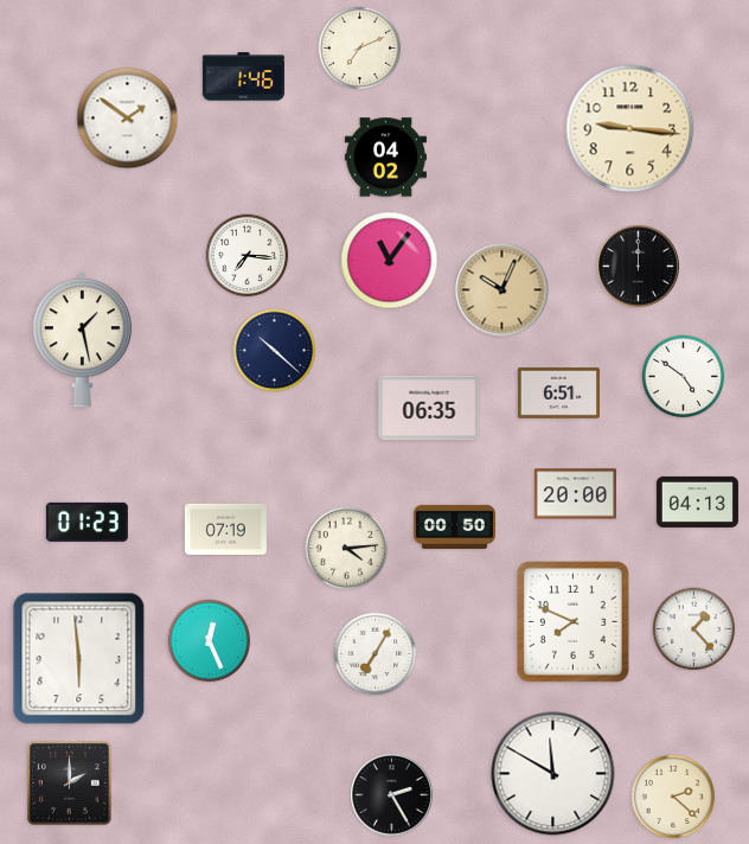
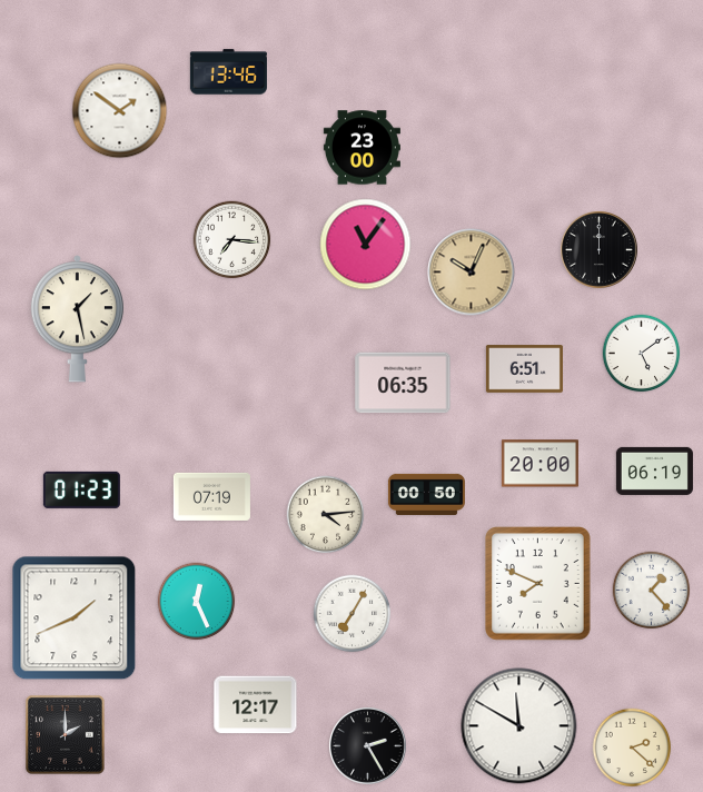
clock at (360, 49): 7:11 -> none
clock at (243, 77): 1:46 -> 13:46
clock at (630, 129): 9:16 -> none
clock at (385, 158): 04:02 -> 23:00
clock at (275, 351): 10:22 -> none
clock at (684, 377): 4:51 -> 5:09
clock at (697, 501): 04:13 -> 06:19
clock at (79, 659): 5:59 -> 1:41
clock at (256, 705): none -> 12:17
